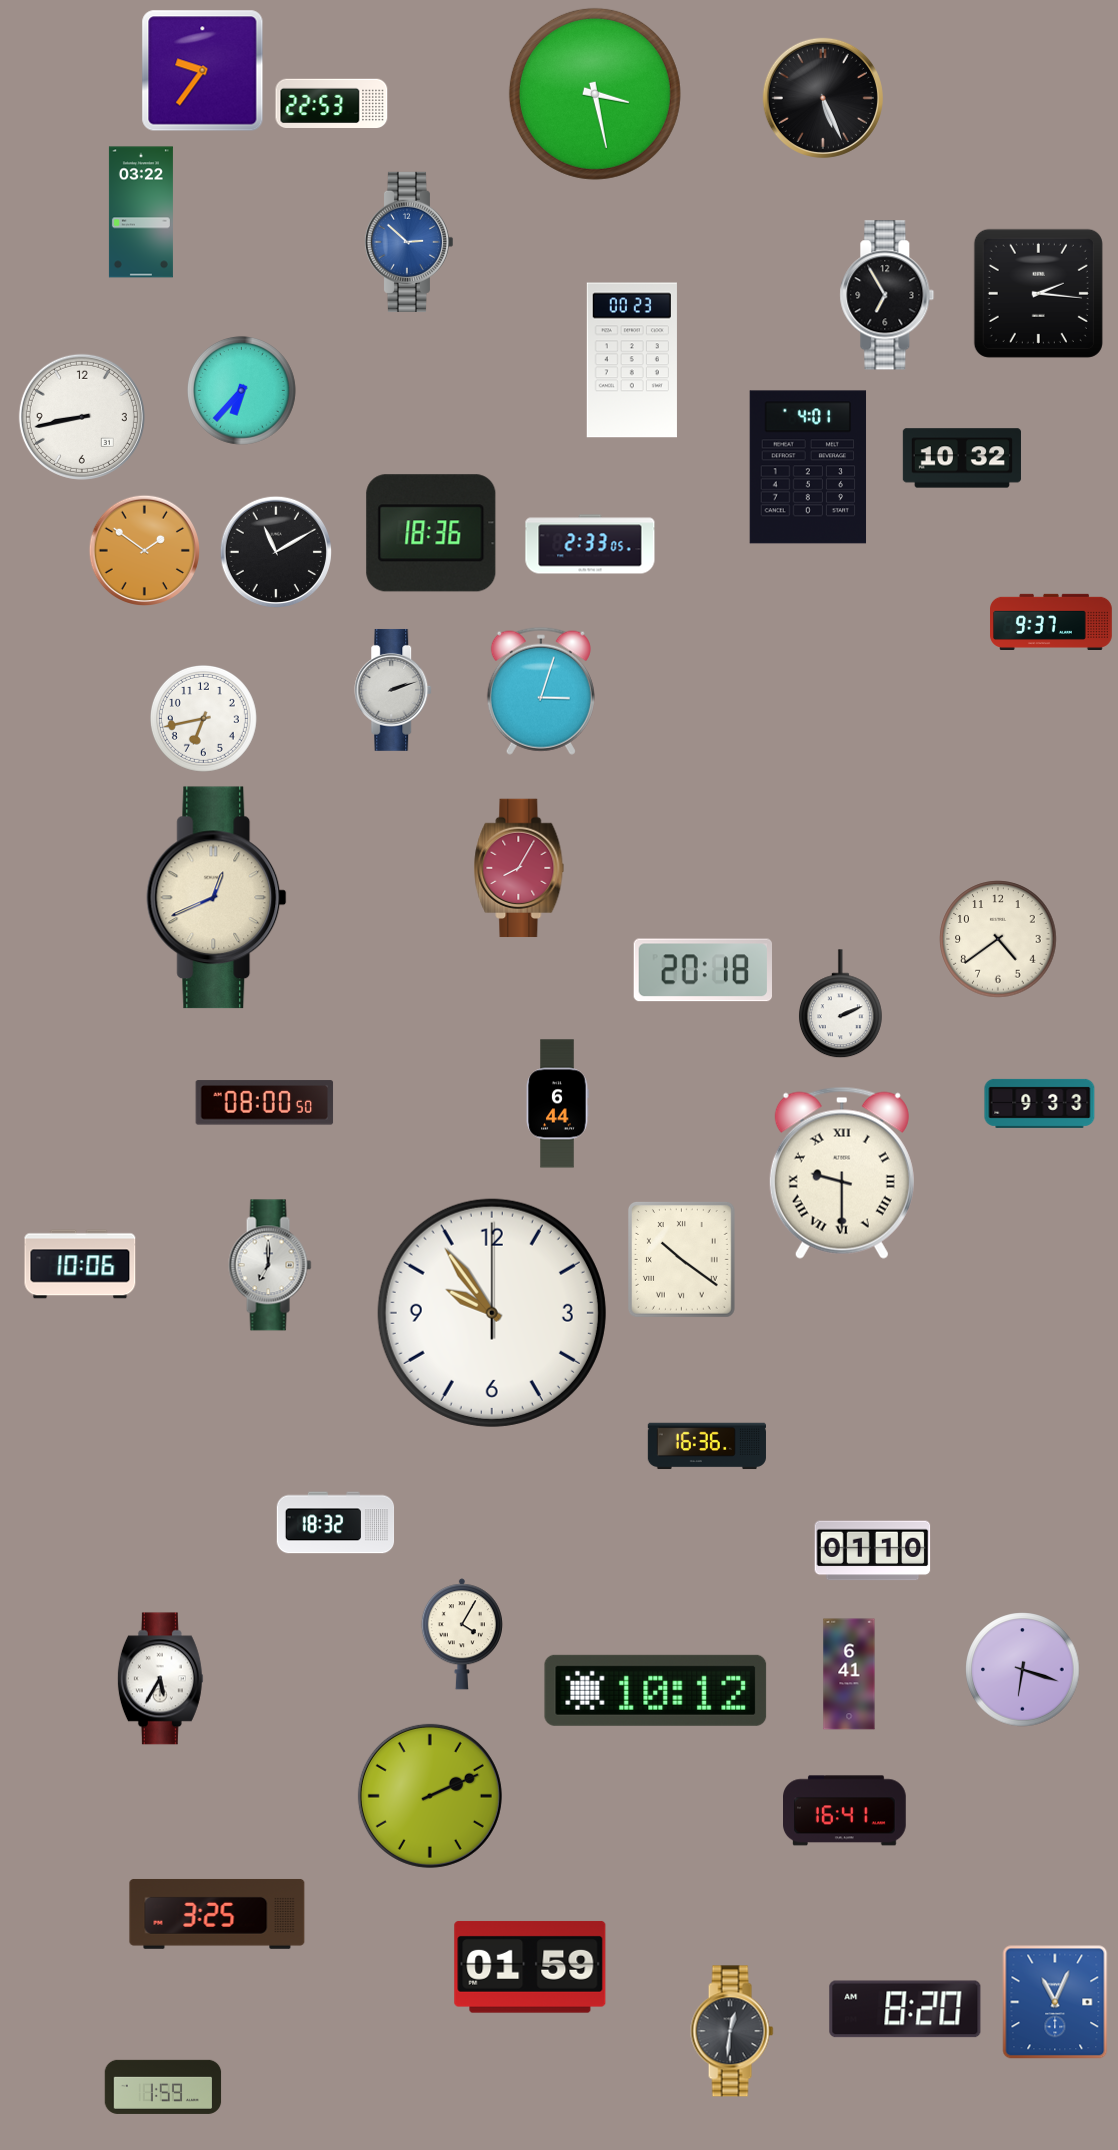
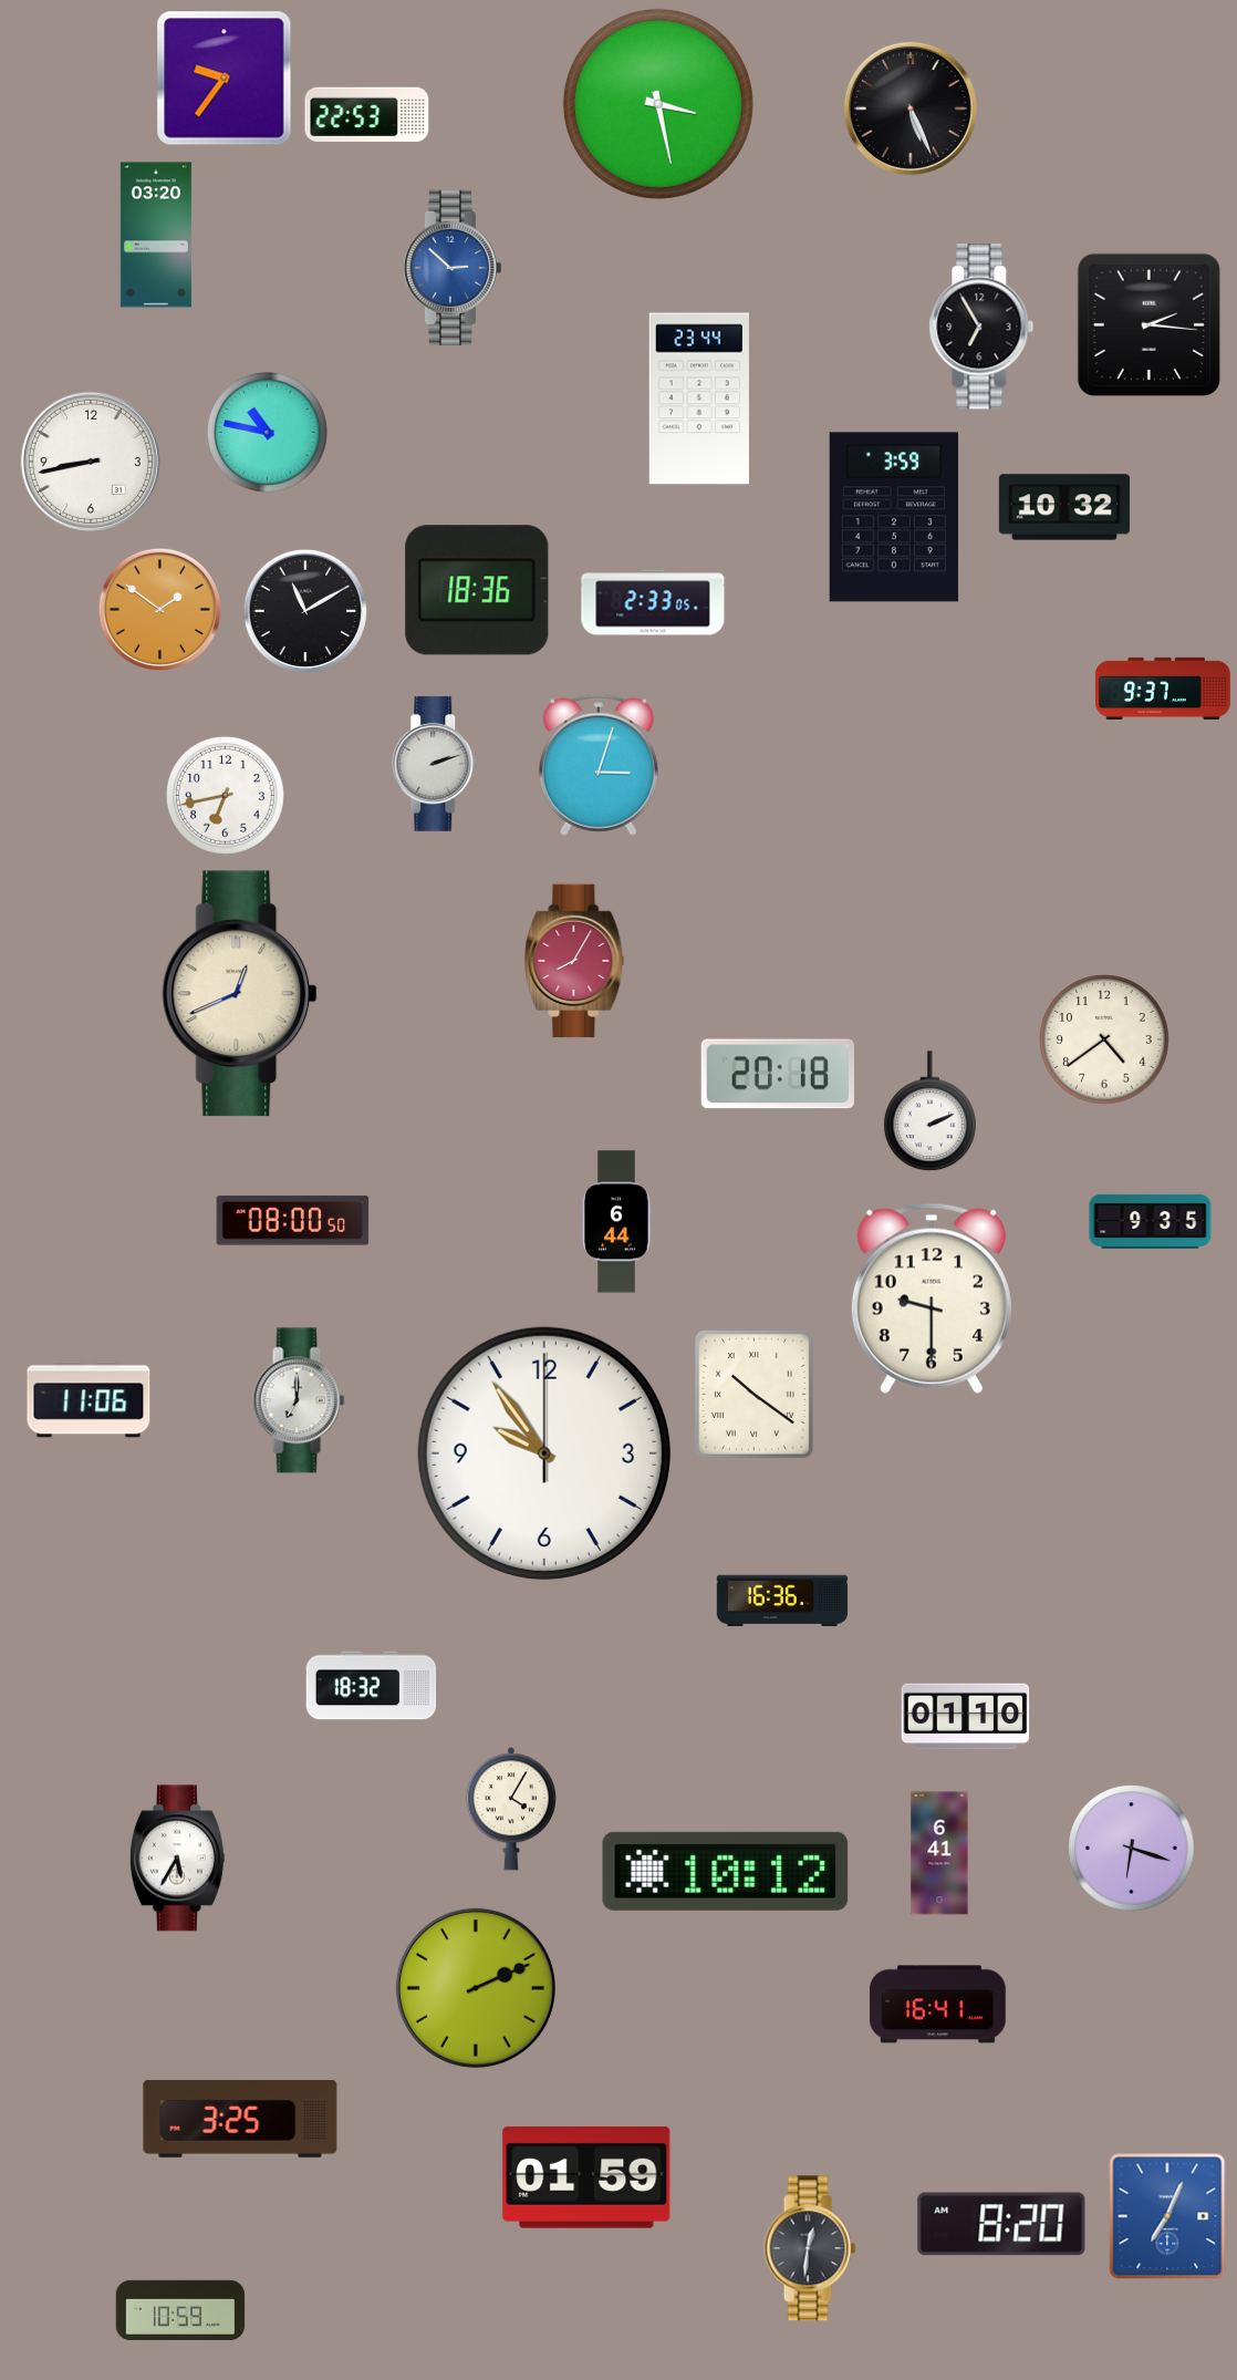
clock at (141, 212): 03:22 -> 03:20
clock at (632, 360): 00:23 -> 23:44
clock at (241, 390): 6:37 -> 10:47
clock at (808, 467): 4:01 -> 3:59
clock at (1040, 1103): 9:33 -> 9:35
clock at (842, 1173) numerals: Roman -> Arabic
clock at (80, 1264): 10:06 -> 11:06
clock at (845, 1811) position: (845, 1811) -> (938, 2005)
clock at (1055, 2002): 11:04 -> 7:04
clock at (163, 2087): 1:59 -> 10:59
